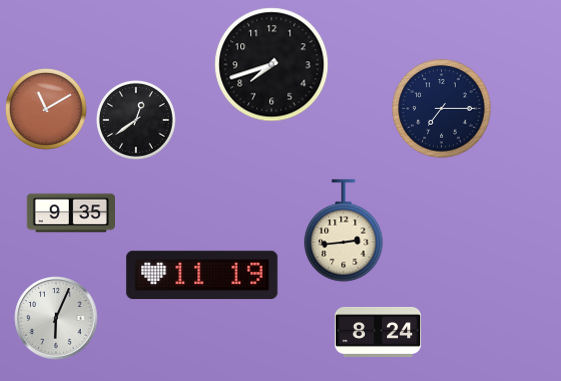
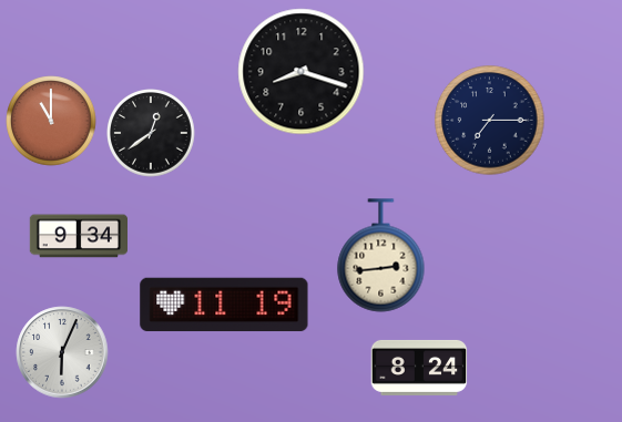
clock at (272, 65): 7:42 -> 8:18
clock at (46, 109): 11:10 -> 11:00
clock at (70, 213): 9:35 -> 9:34
